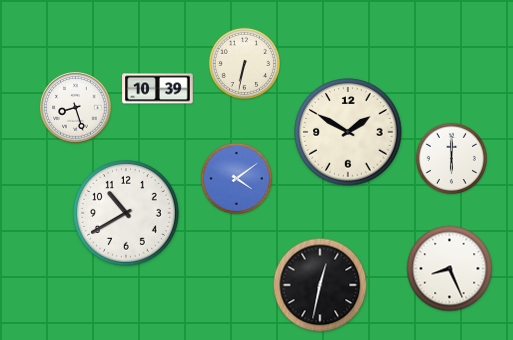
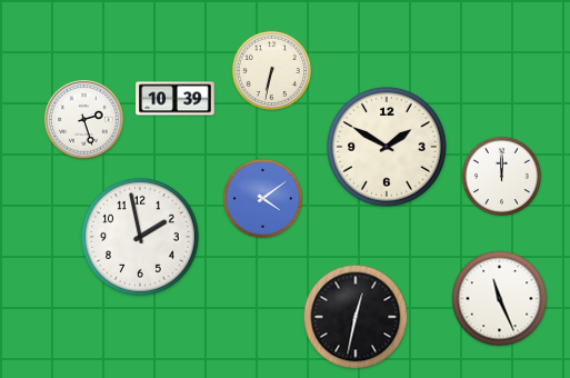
clock at (76, 108): 8:27 -> 2:27
clock at (451, 158): 6:00 -> 12:00
clock at (127, 214): 10:40 -> 1:58
clock at (450, 269): 8:26 -> 11:26
